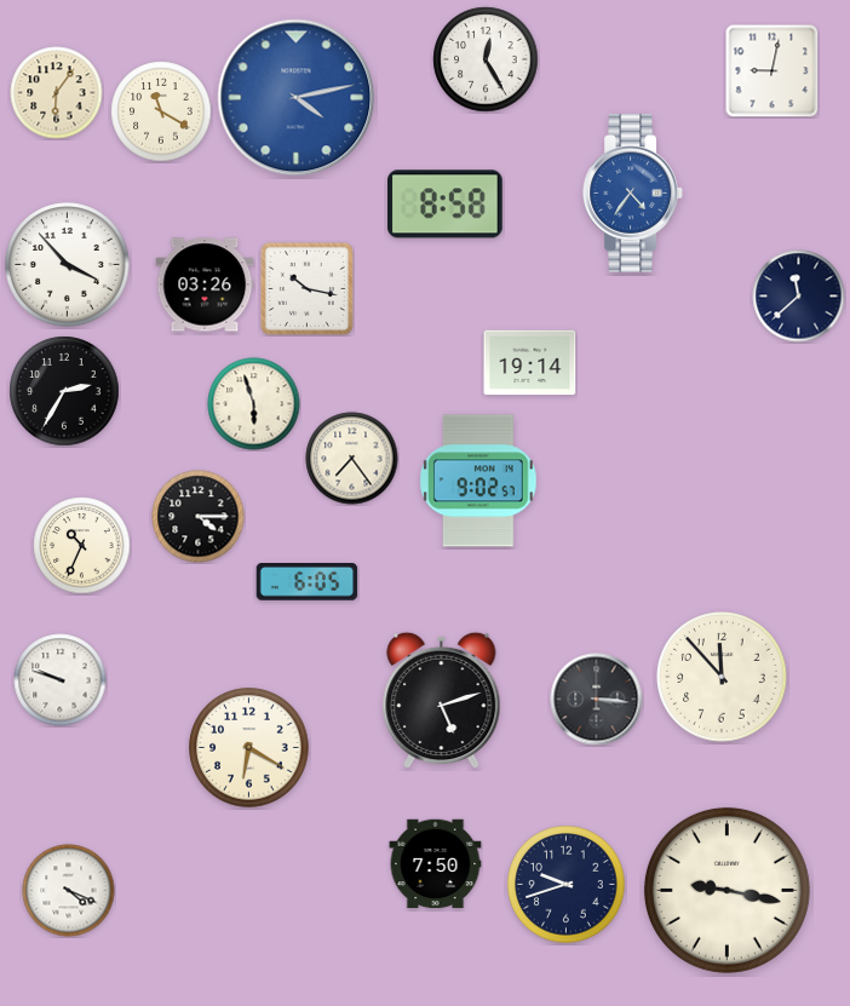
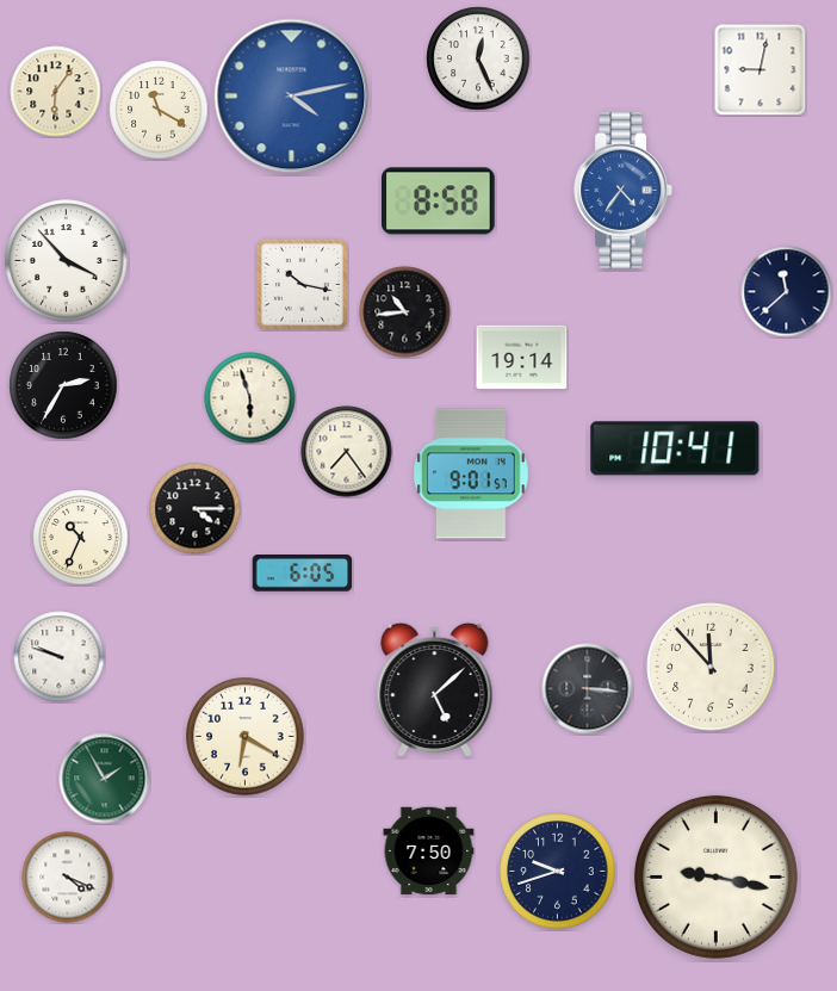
clock at (486, 59): 12:25 -> 12:26
clock at (205, 284): 03:26 -> none
clock at (405, 312): none -> 10:44
clock at (675, 448): none -> 10:41
clock at (479, 481): 9:02 -> 9:01
clock at (61, 680) position: (61, 680) -> (60, 657)
clock at (442, 701): 5:12 -> 5:08
clock at (105, 779): none -> 1:55
